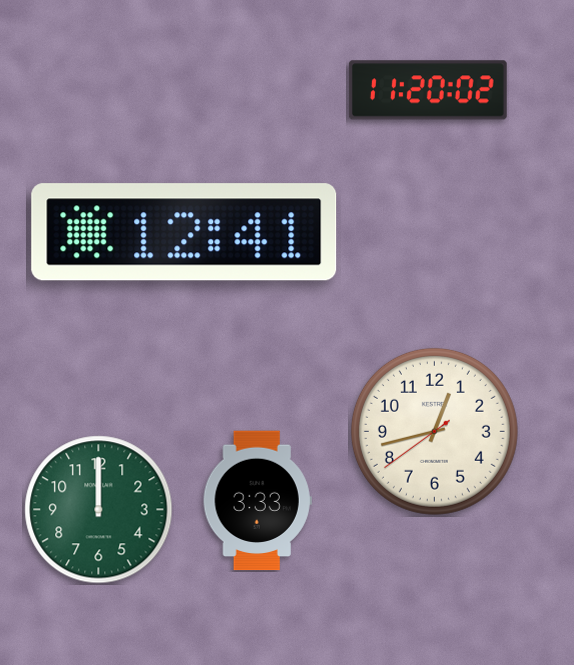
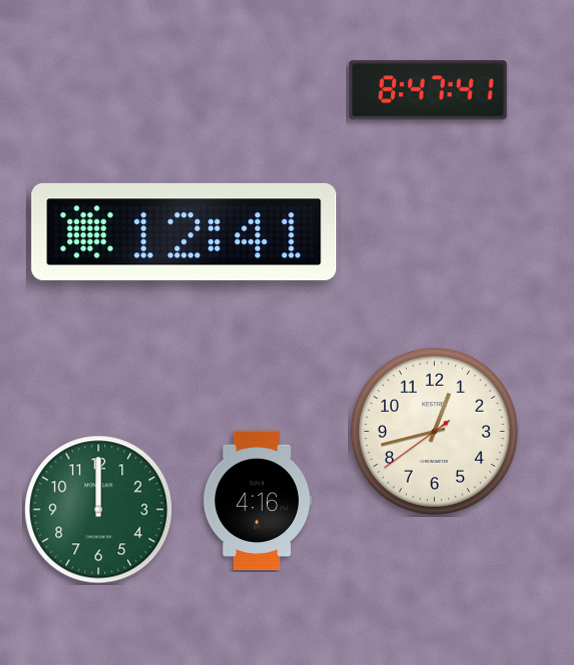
clock at (428, 90): 11:20 -> 8:47
clock at (257, 501): 3:33 -> 4:16
